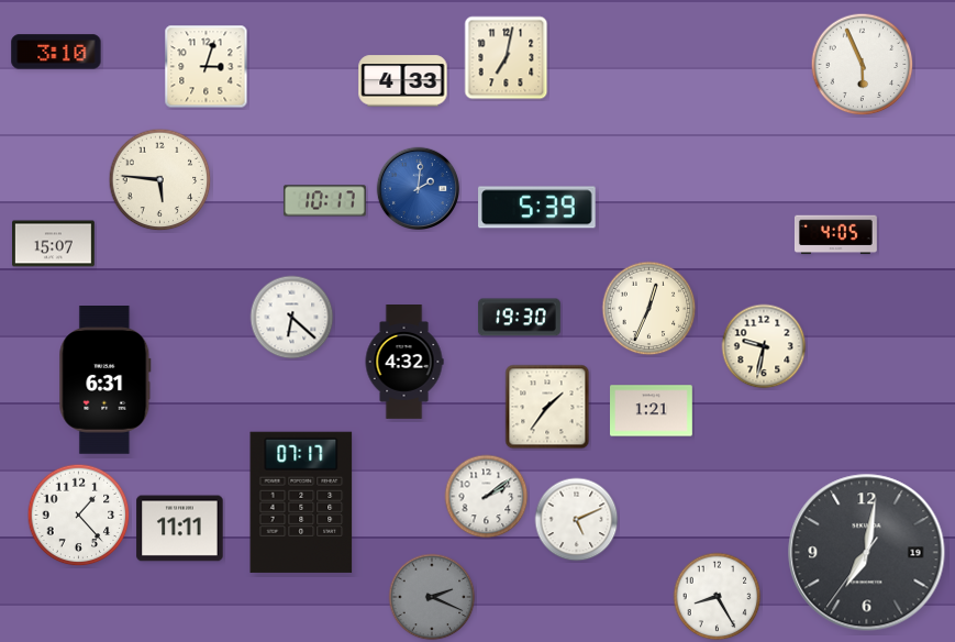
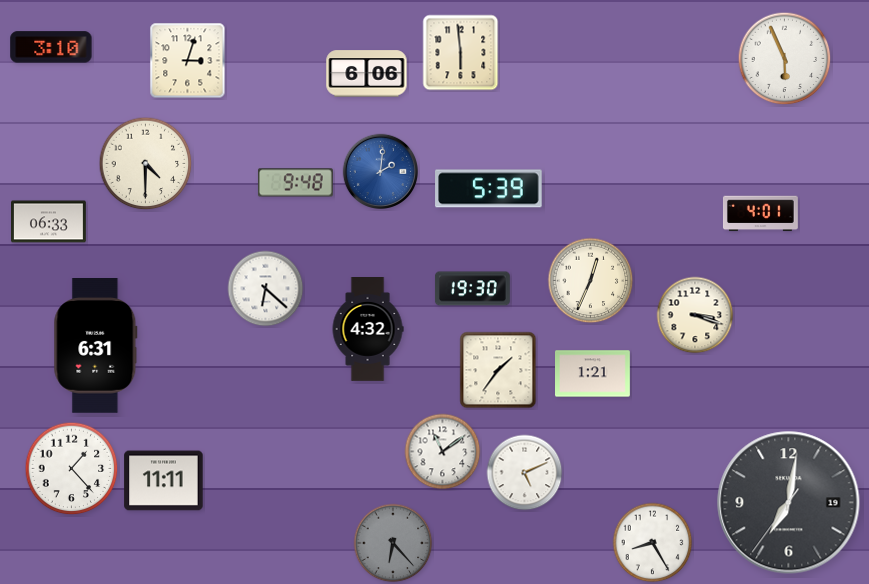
clock at (507, 58): 7:02 -> 5:59
clock at (403, 81): 4:33 -> 6:06
clock at (160, 180): 5:46 -> 4:30
clock at (324, 201): 10:17 -> 9:48
clock at (835, 235): 4:05 -> 4:01
clock at (54, 244): 15:07 -> 06:33
clock at (764, 346): 9:32 -> 3:18
clock at (487, 497): 2:09 -> 11:09
clock at (301, 502): 07:17 -> none
clock at (432, 597): 2:19 -> 6:23
